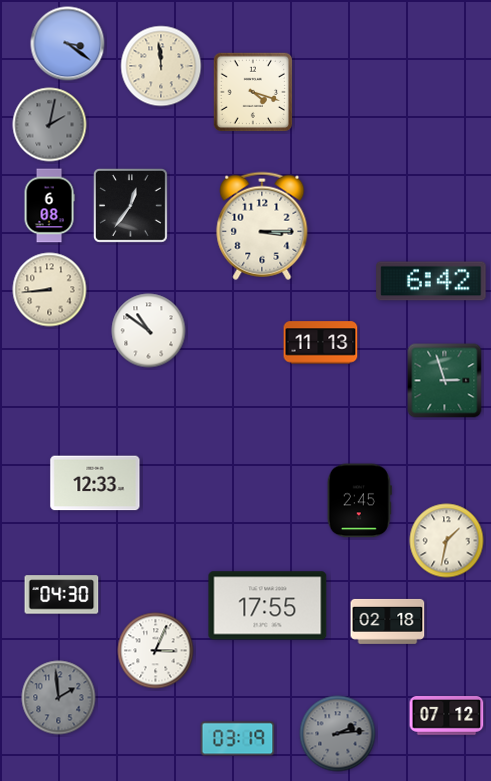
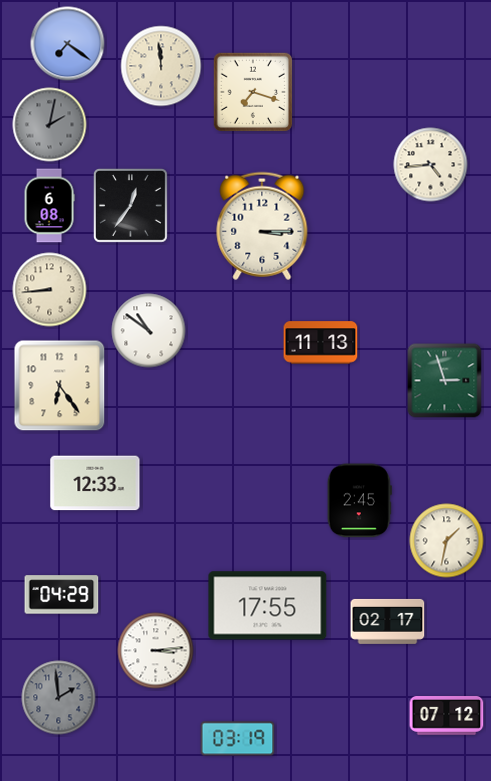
clock at (68, 44): 3:21 -> 7:21
clock at (253, 92): 4:18 -> 7:18
clock at (431, 165): none -> 4:44
clock at (431, 281): 6:42 -> none
clock at (60, 386): none -> 6:24
clock at (62, 595): 04:30 -> 04:29
clock at (388, 621): 02:18 -> 02:17
clock at (156, 651): 3:04 -> 3:14
clock at (338, 734): 2:14 -> none
